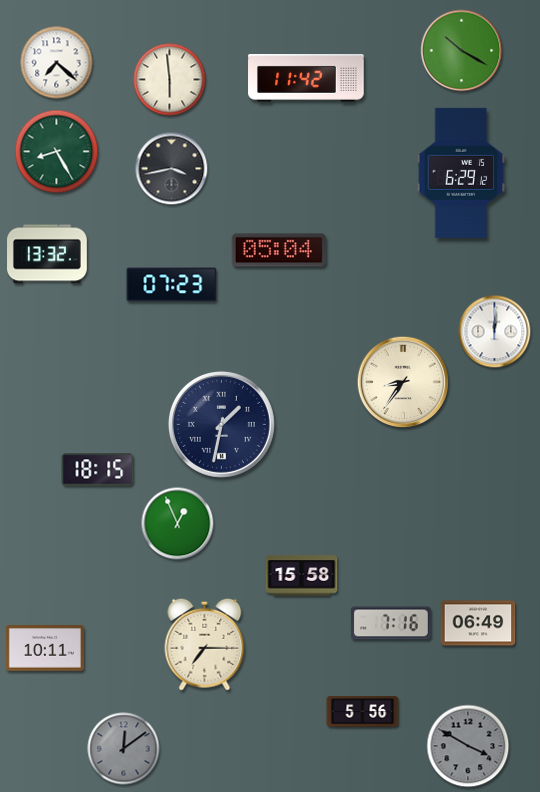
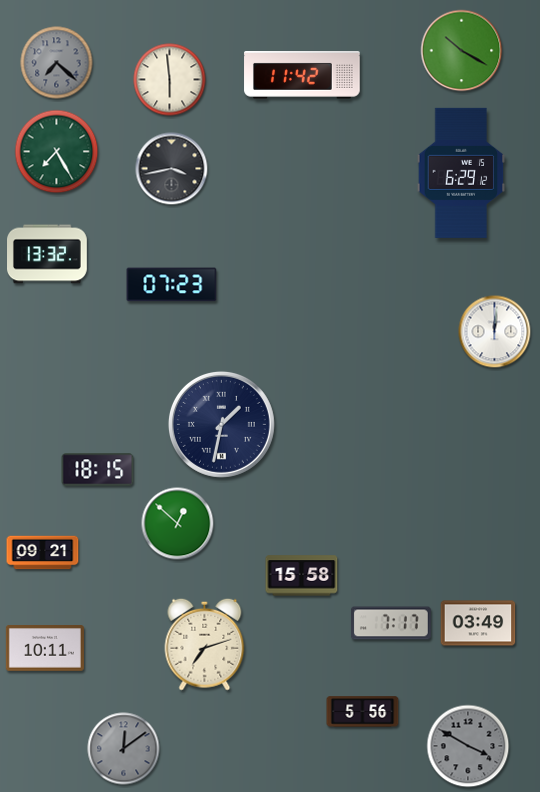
clock at (57, 63) dial: white -> grey
clock at (306, 79) position: (306, 79) -> (302, 76)
clock at (57, 152): 8:25 -> 7:25
clock at (279, 250): 05:04 -> none
clock at (403, 382): 8:36 -> none
clock at (178, 524): 12:56 -> 12:52
clock at (43, 553): none -> 09:21
clock at (391, 623): 7:16 -> 7:17
clock at (478, 623): 06:49 -> 03:49
clock at (205, 644): 7:15 -> 7:12
